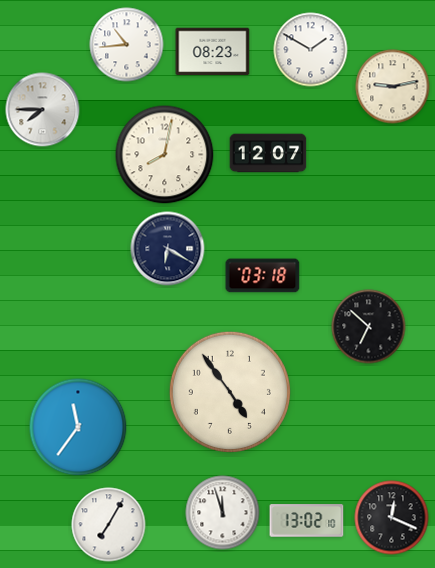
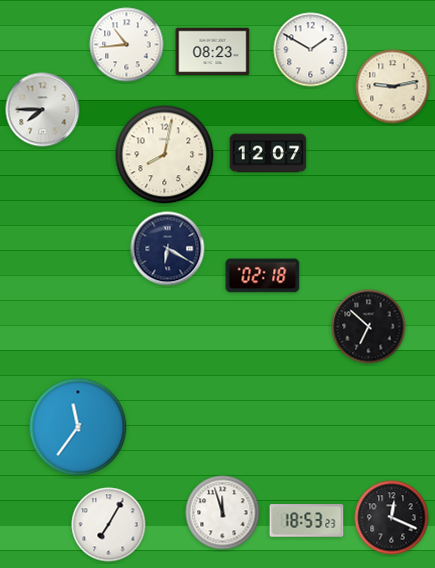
clock at (263, 276): 03:18 -> 02:18
clock at (230, 392): 4:54 -> none
clock at (307, 521): 13:02 -> 18:53
